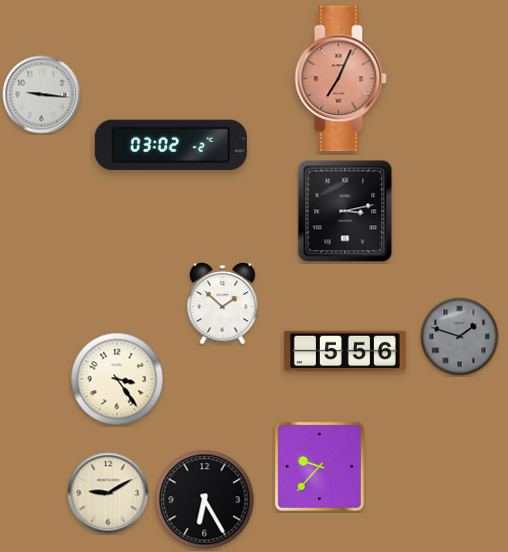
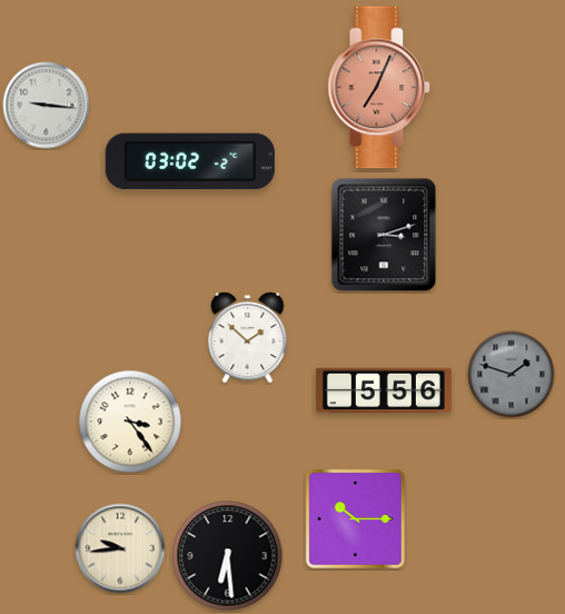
clock at (345, 211): 3:13 -> 3:12
clock at (319, 466): 9:37 -> 10:15
clock at (108, 493): 9:10 -> 9:44
clock at (205, 500): 6:25 -> 6:29
